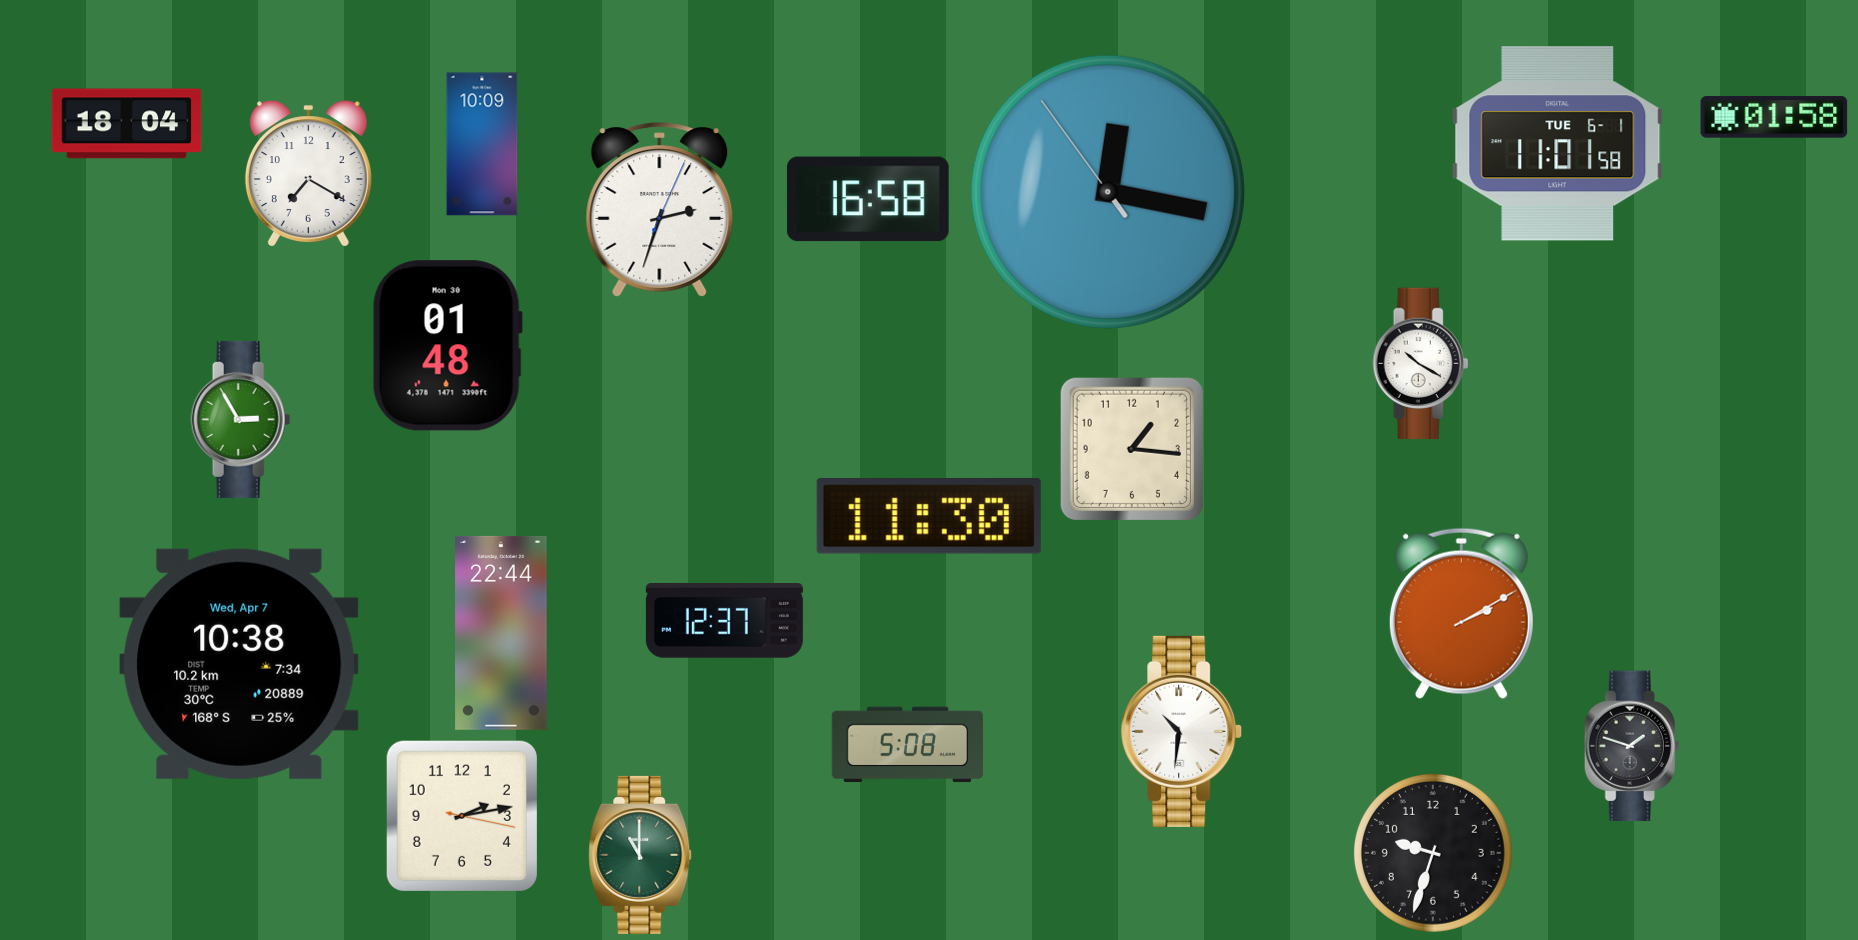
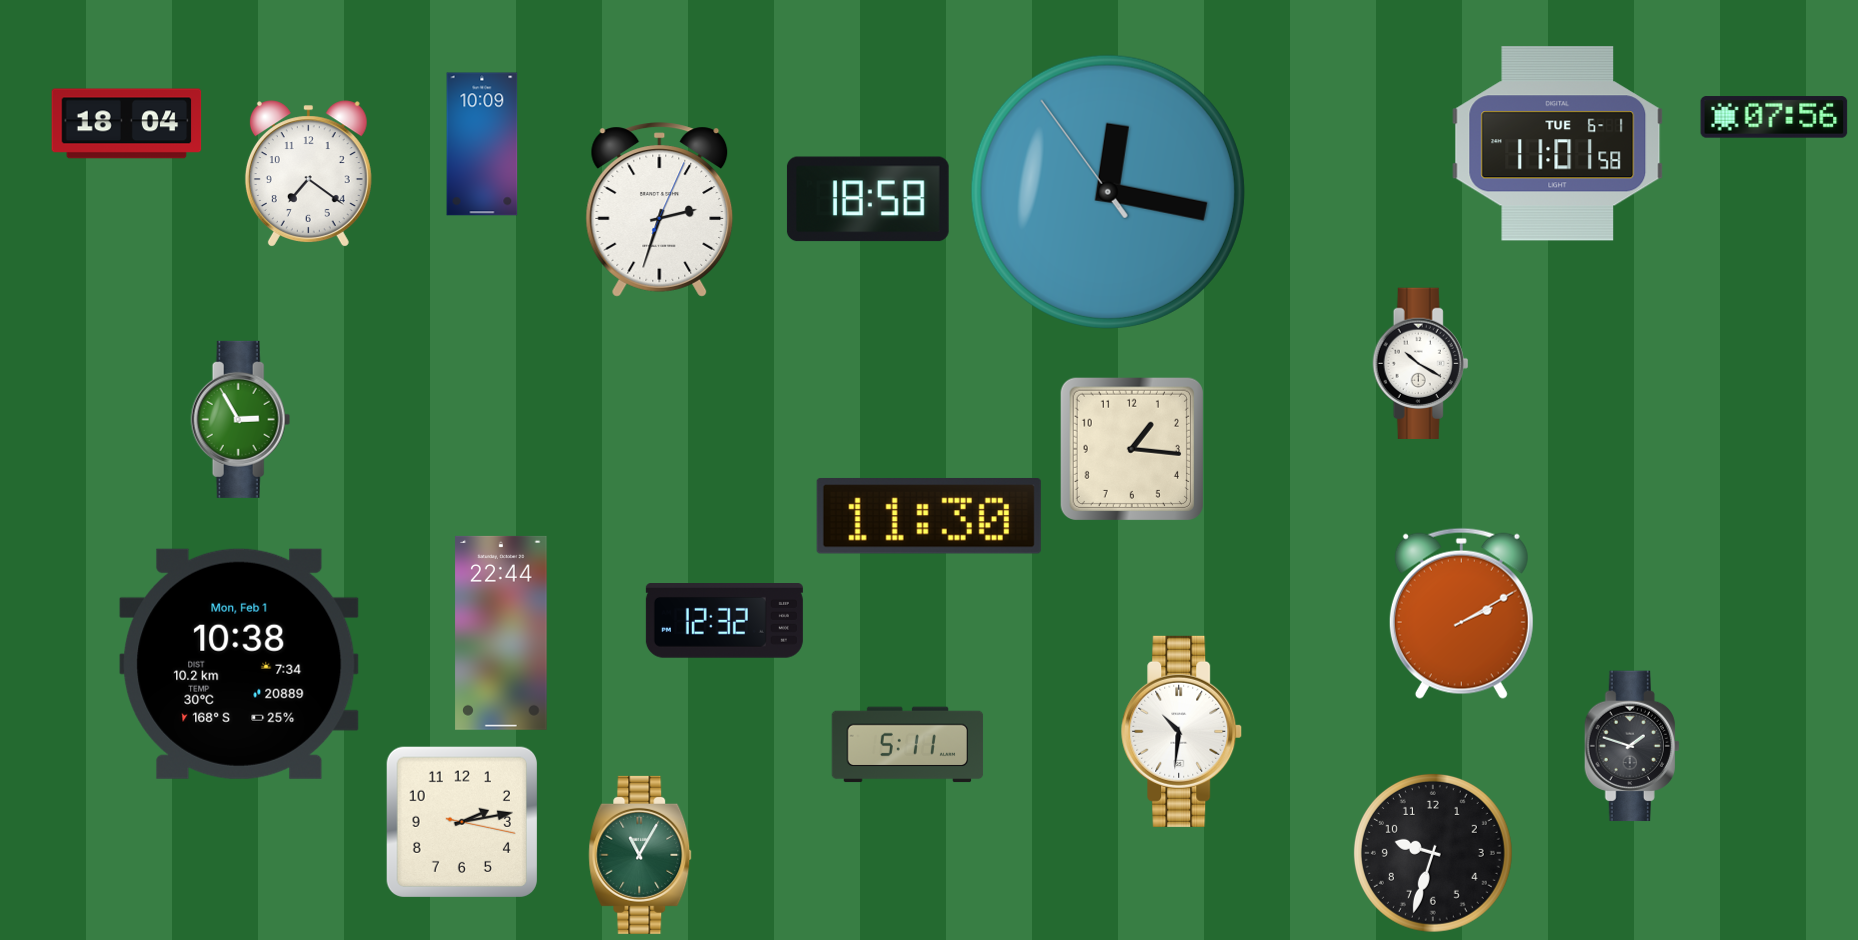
clock at (1774, 117): 01:58 -> 07:56
clock at (308, 174): 7:20 -> 7:21
clock at (868, 199): 16:58 -> 18:58
clock at (447, 346): 01:48 -> none
clock at (724, 621): 12:37 -> 12:32
clock at (239, 664) date: Wed, Apr 7 -> Mon, Feb 1
clock at (908, 745): 5:08 -> 5:11
clock at (462, 816) position: (462, 816) -> (462, 822)
clock at (640, 855): 11:00 -> 11:05
